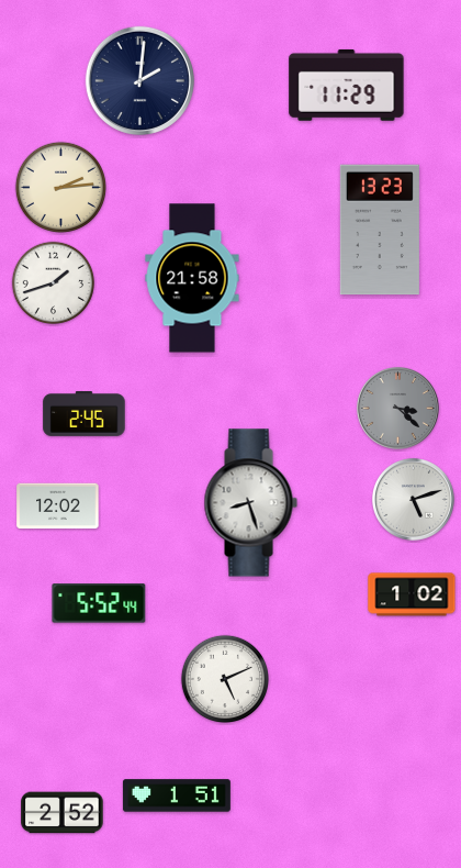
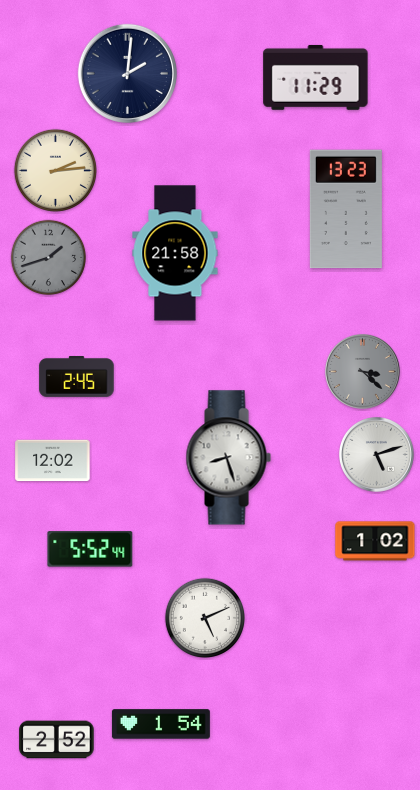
clock at (54, 283) dial: white -> grey
clock at (177, 795): 1:51 -> 1:54
